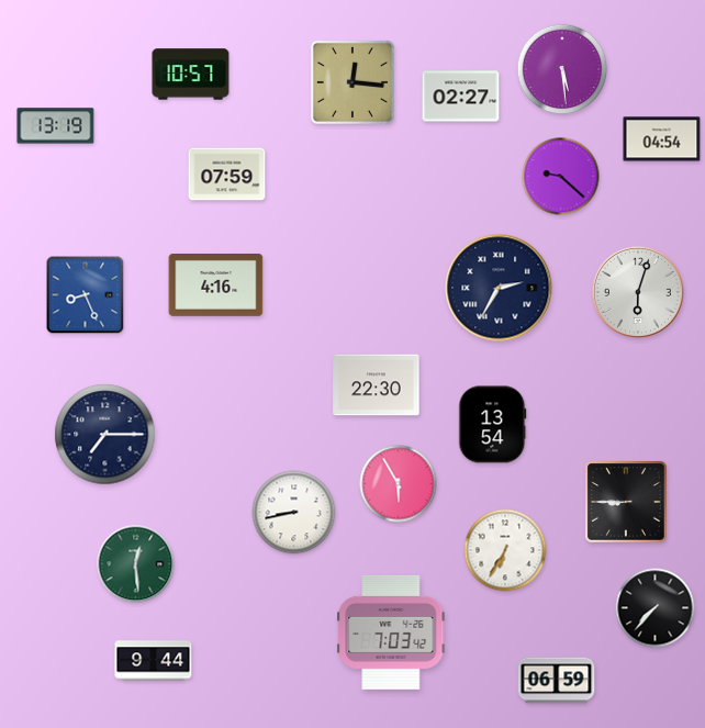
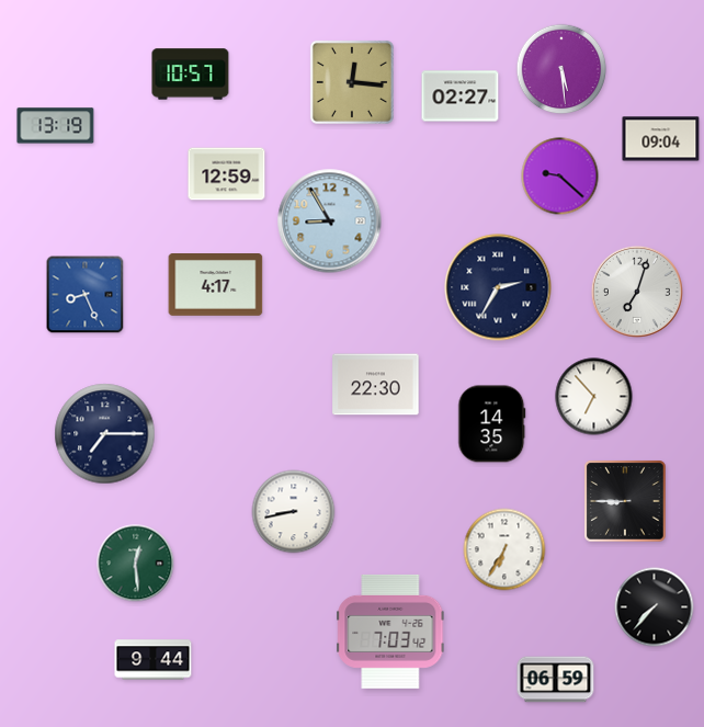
clock at (662, 139): 04:54 -> 09:04
clock at (227, 175): 07:59 -> 12:59
clock at (330, 221): none -> 8:55
clock at (216, 285): 4:16 -> 4:17
clock at (638, 292): 6:03 -> 7:03
clock at (594, 397): none -> 6:53
clock at (493, 425): 13:54 -> 14:35
clock at (399, 484): 5:55 -> none
